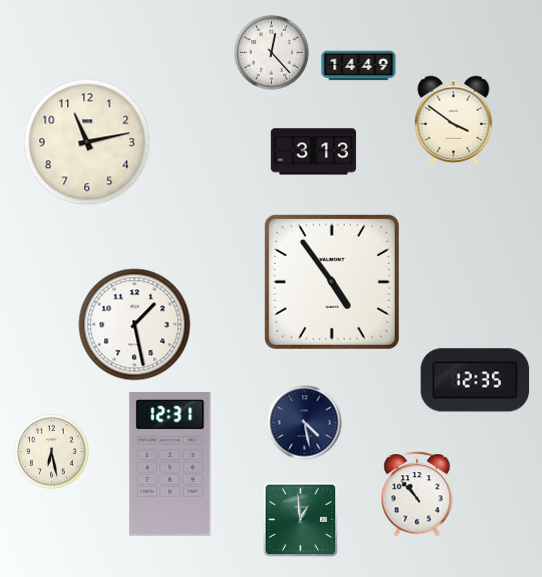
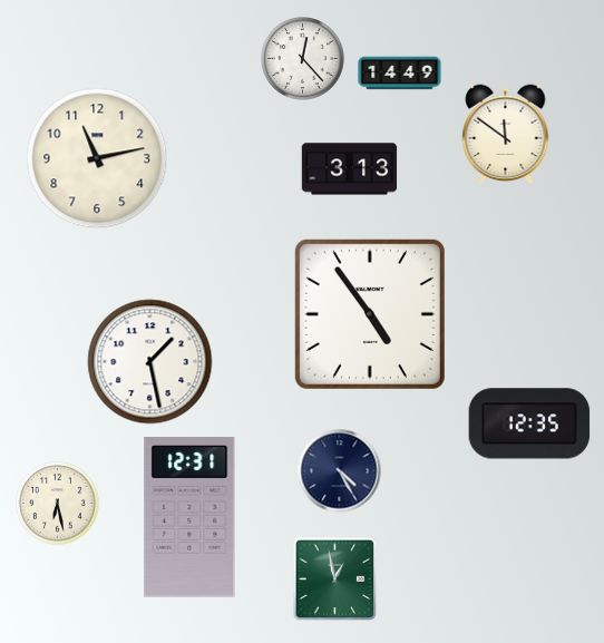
clock at (454, 121): 3:51 -> 11:51
clock at (305, 423): 4:28 -> 4:25
clock at (417, 494): 10:53 -> none
clock at (301, 520): 12:59 -> 12:58
